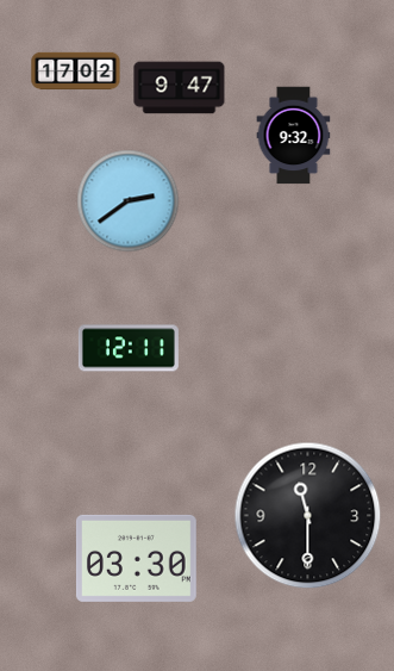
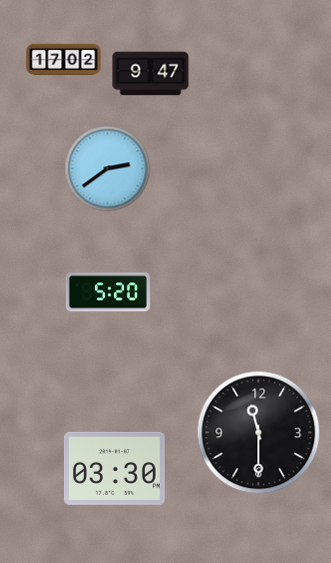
clock at (294, 136): 9:32 -> none
clock at (129, 348): 12:11 -> 5:20
